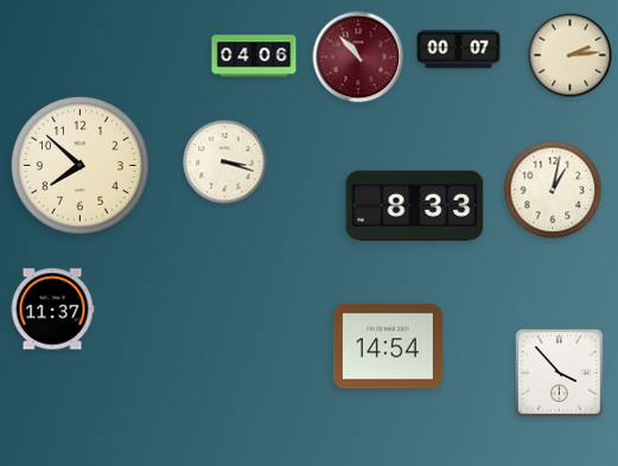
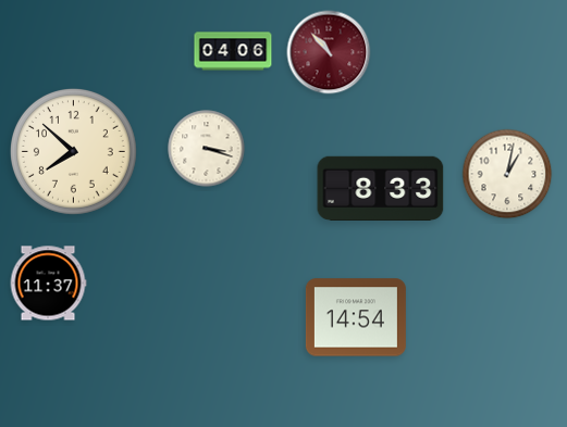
clock at (459, 50): 00:07 -> none
clock at (571, 56): 2:14 -> none
clock at (560, 374): 3:53 -> none
